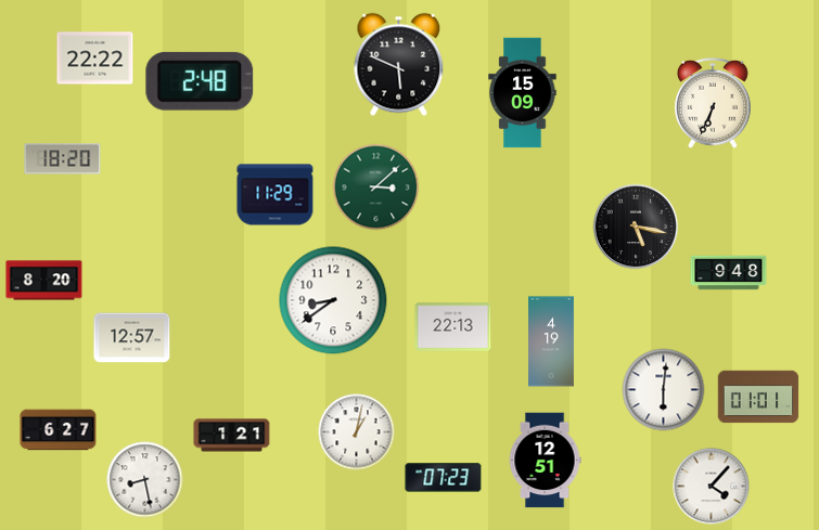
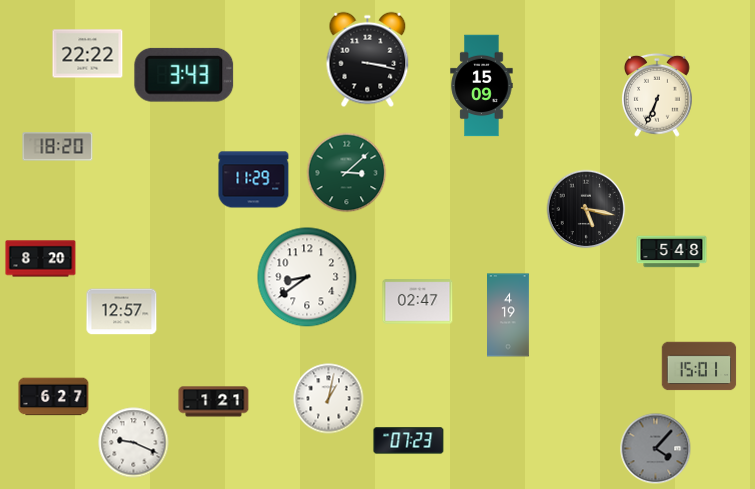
clock at (399, 65): 5:49 -> 3:17
clock at (200, 81): 2:48 -> 3:43
clock at (729, 273): 9:48 -> 5:48
clock at (453, 327): 22:13 -> 02:47
clock at (664, 390): 6:01 -> none
clock at (758, 397): 01:01 -> 15:01
clock at (545, 461): 12:51 -> none
clock at (145, 480): 8:28 -> 9:19
clock at (712, 487) dial: white -> grey
